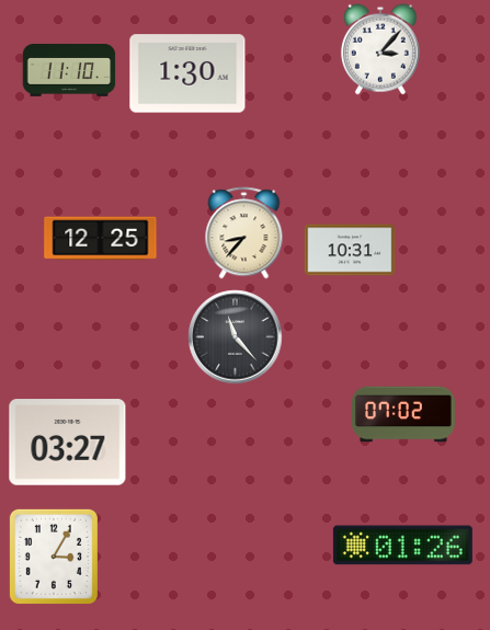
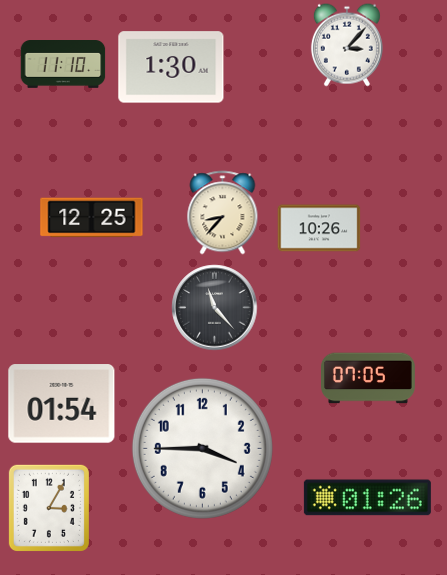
clock at (350, 250): 10:31 -> 10:26
clock at (404, 414): 07:02 -> 07:05
clock at (68, 443): 03:27 -> 01:54
clock at (202, 448): none -> 3:45
